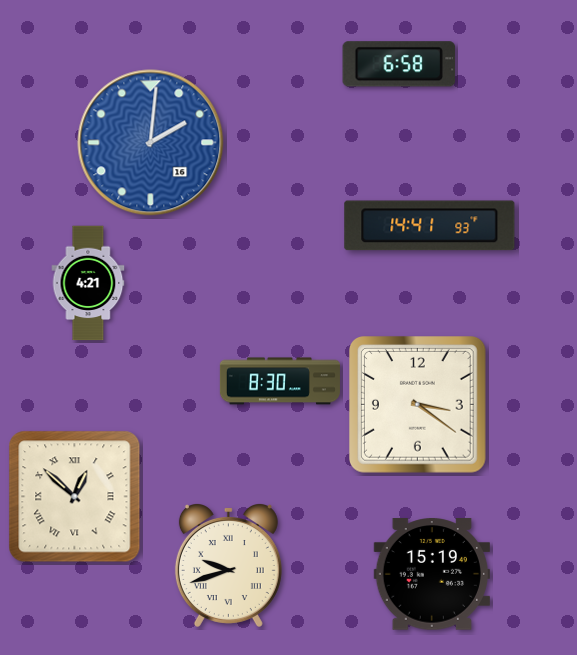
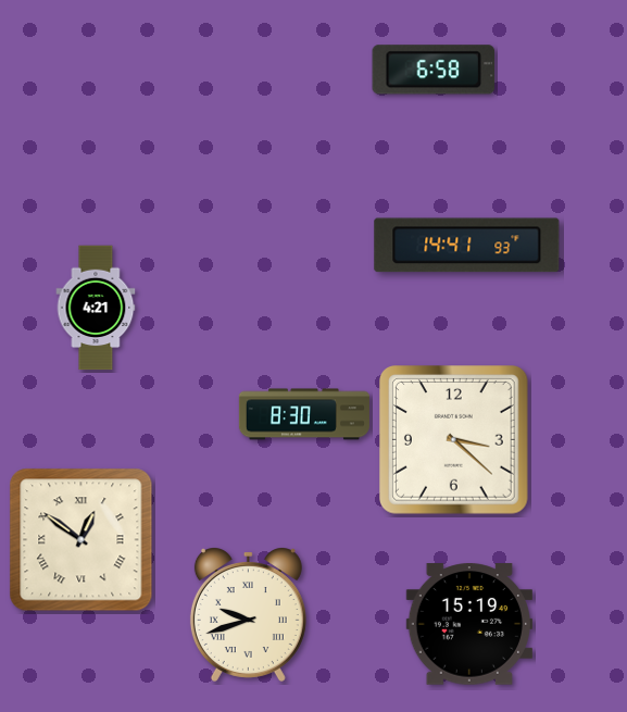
clock at (151, 143): 2:01 -> none
clock at (418, 405): 3:21 -> 3:22
clock at (75, 497): 12:52 -> 12:51
